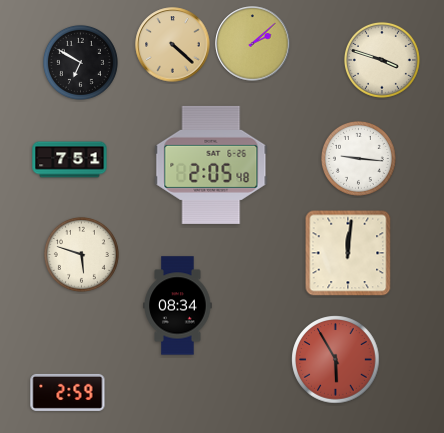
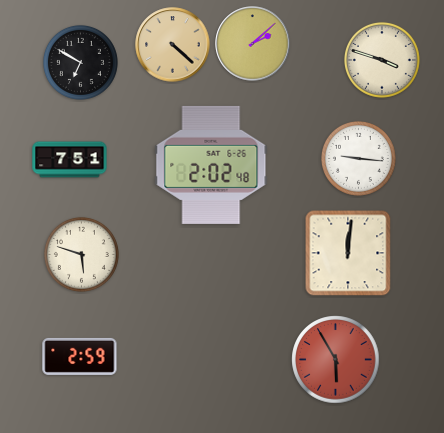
clock at (211, 165): 2:05 -> 2:02
clock at (178, 306): 08:34 -> none
clock at (68, 392) position: (68, 392) -> (80, 356)
